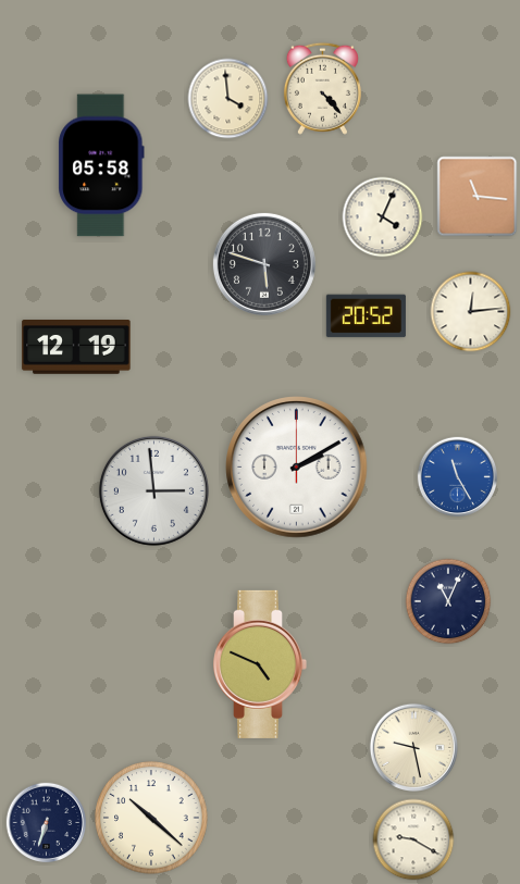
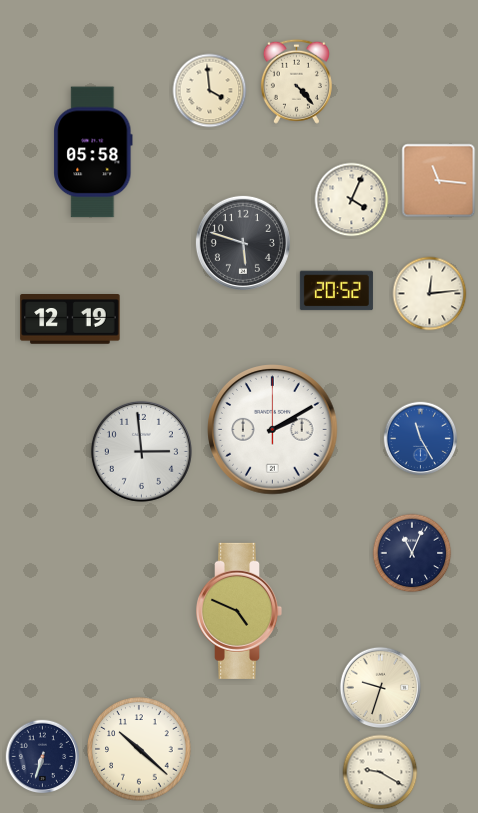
clock at (471, 312) position: (471, 312) -> (430, 294)
clock at (413, 747): 9:28 -> 9:33
clock at (151, 818) position: (151, 818) -> (139, 749)
